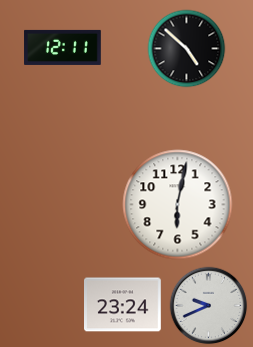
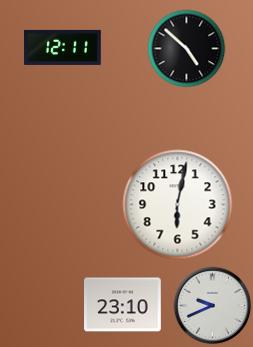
clock at (123, 305): 23:24 -> 23:10
clock at (208, 305) position: (208, 305) -> (212, 305)
